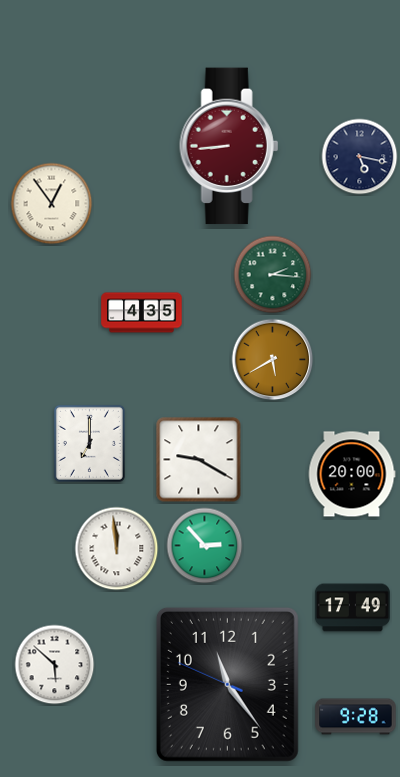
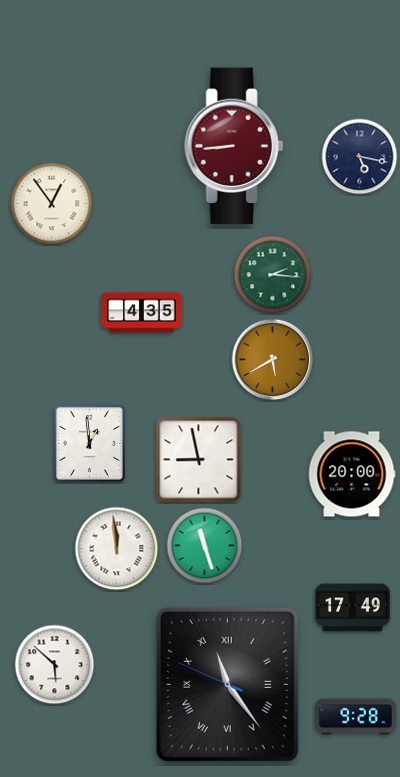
clock at (229, 146) position: (229, 146) -> (234, 146)
clock at (89, 443): 7:00 -> 12:59
clock at (199, 460): 9:20 -> 8:58
clock at (205, 546): 2:53 -> 11:27
clock at (227, 684) numerals: Arabic -> Roman
